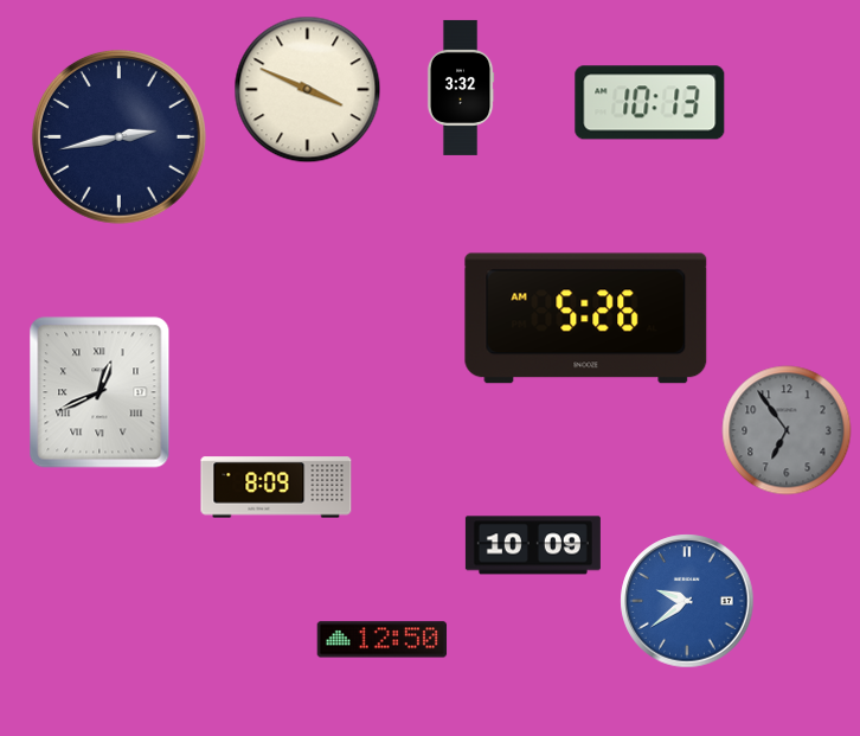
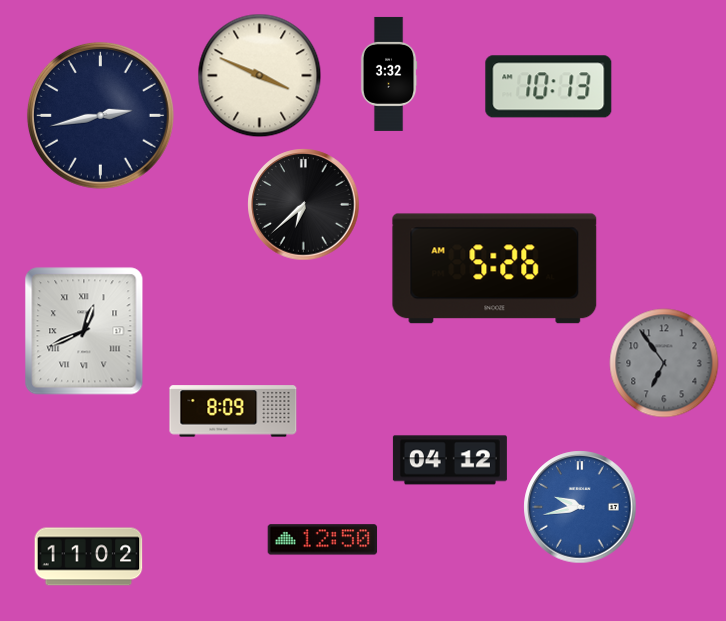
clock at (304, 205): none -> 6:38
clock at (533, 545): 10:09 -> 04:12
clock at (687, 601): 9:39 -> 9:43
clock at (89, 557): none -> 11:02
